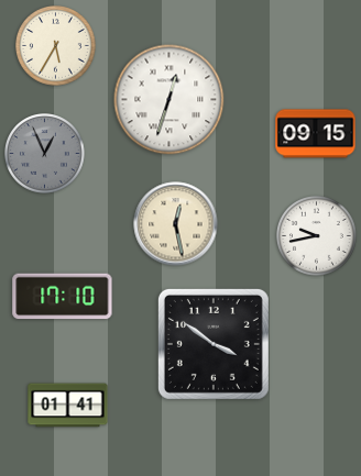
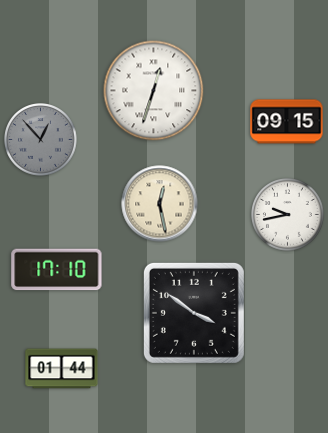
clock at (56, 46): 5:35 -> none
clock at (45, 154): 12:56 -> 12:53
clock at (68, 406): 01:41 -> 01:44
